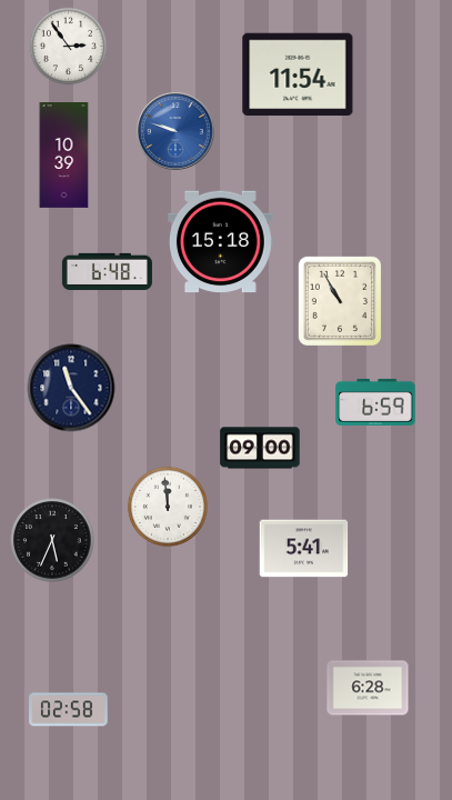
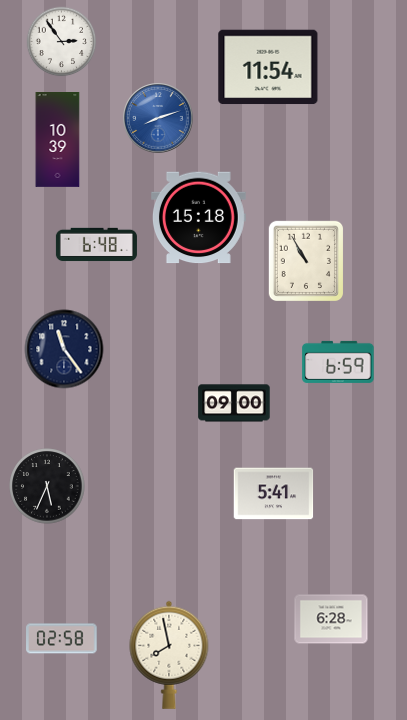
clock at (175, 131): 9:48 -> 8:12
clock at (339, 300) position: (339, 300) -> (305, 260)
clock at (168, 507): 11:59 -> none
clock at (169, 655): none -> 7:58
